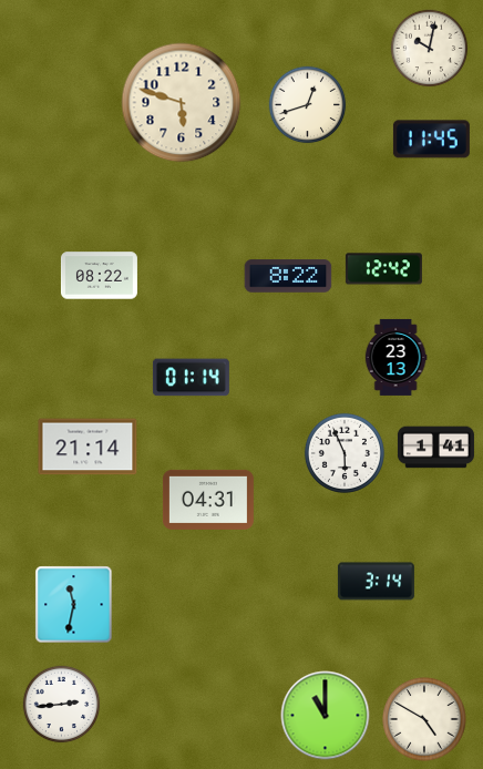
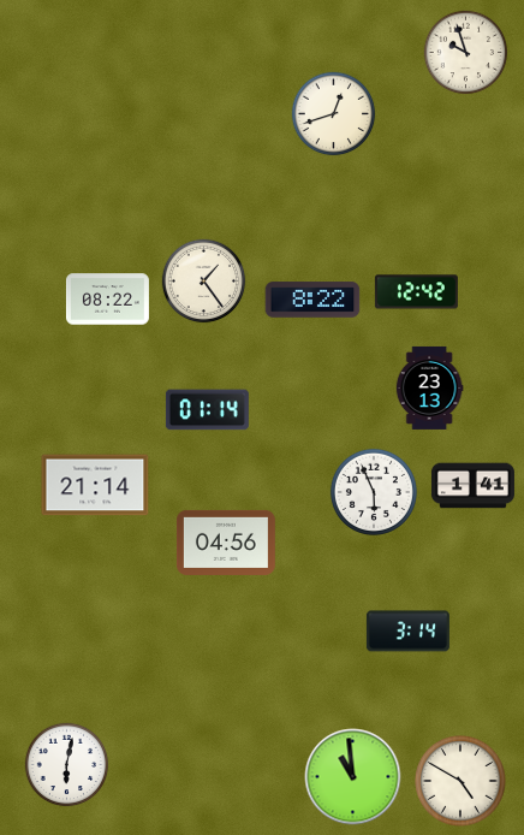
clock at (430, 49): 10:02 -> 9:57
clock at (182, 103): 5:48 -> none
clock at (431, 140): 11:45 -> none
clock at (204, 282): none -> 1:24
clock at (208, 500): 04:31 -> 04:56
clock at (74, 605): 11:32 -> none
clock at (62, 705): 2:44 -> 6:02
clock at (326, 716): 11:00 -> 10:59
